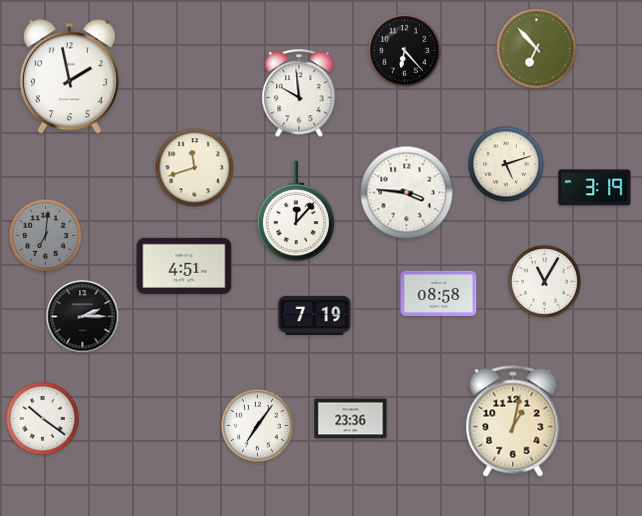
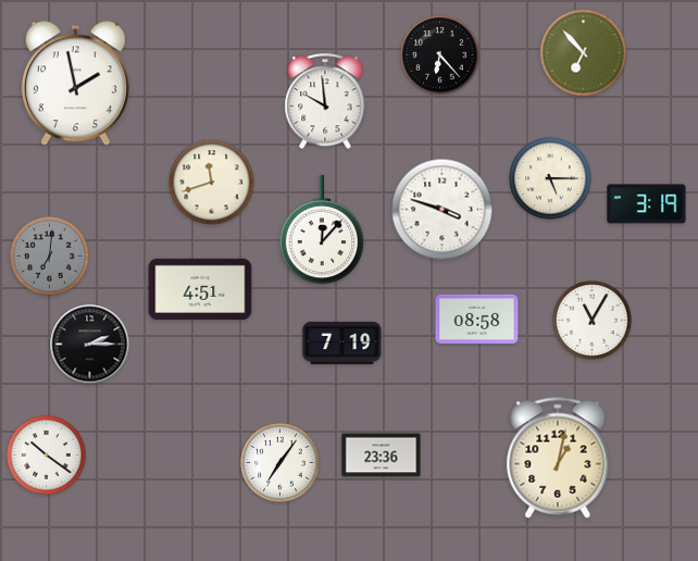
clock at (506, 164): 5:12 -> 5:15
clock at (407, 193): 3:46 -> 3:48
clock at (545, 282) position: (545, 282) -> (593, 321)
